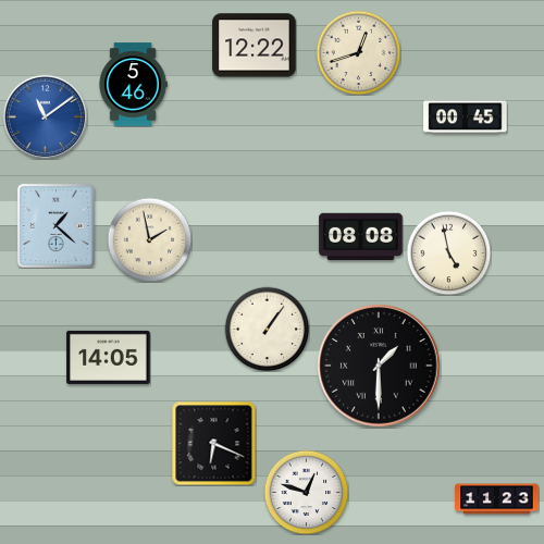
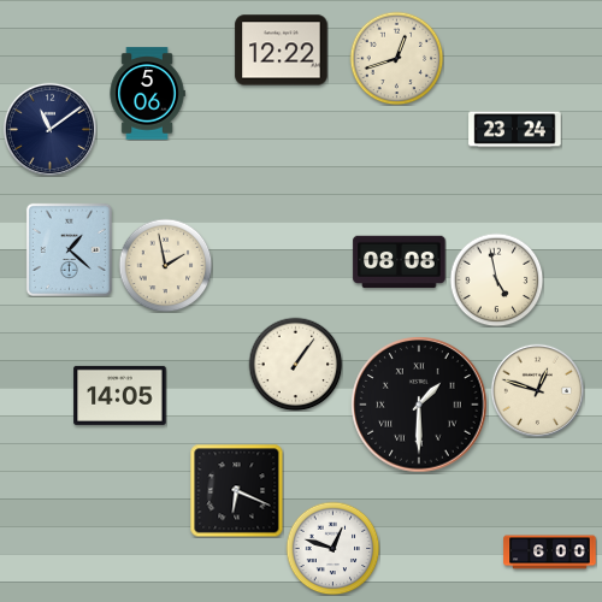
clock at (133, 85): 5:46 -> 5:06
clock at (45, 116) dial: blue -> navy
clock at (466, 118): 00:45 -> 23:24
clock at (55, 225) position: (55, 225) -> (69, 249)
clock at (537, 390): none -> 12:48
clock at (306, 492) position: (306, 492) -> (332, 548)
clock at (497, 499): 11:23 -> 6:00
